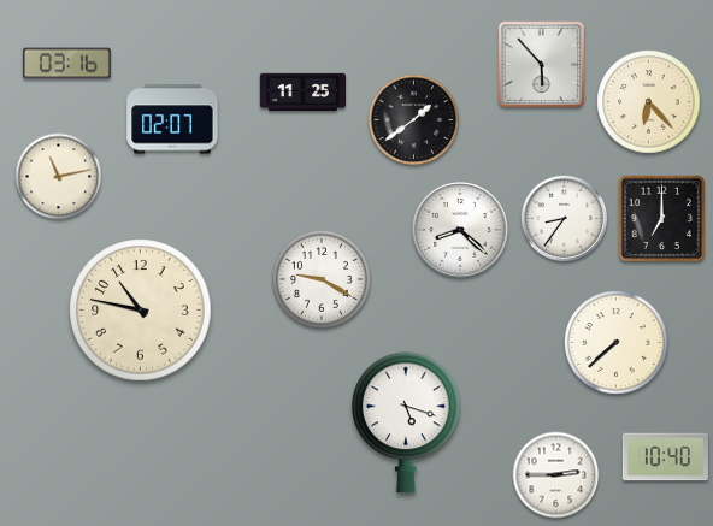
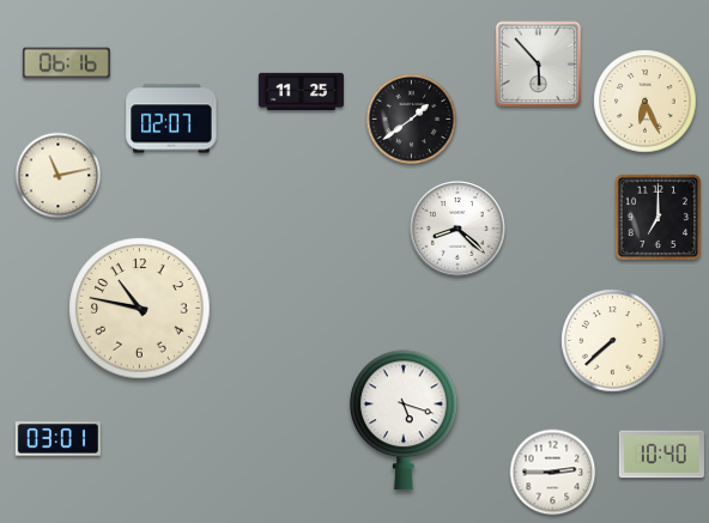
clock at (66, 64): 03:16 -> 06:16
clock at (649, 102): 6:23 -> 6:26
clock at (564, 218): 8:36 -> none
clock at (322, 279): 9:20 -> none
clock at (57, 439): none -> 03:01
